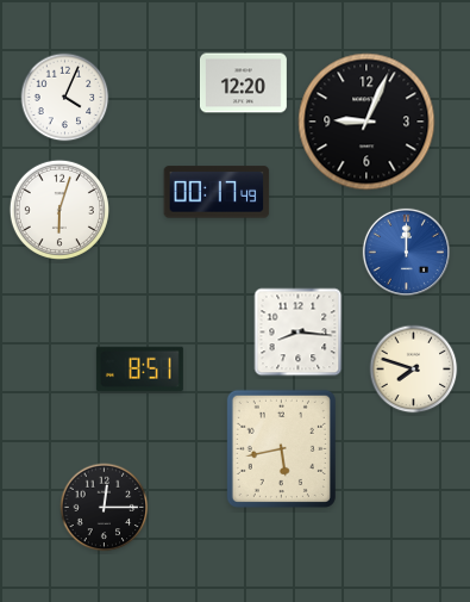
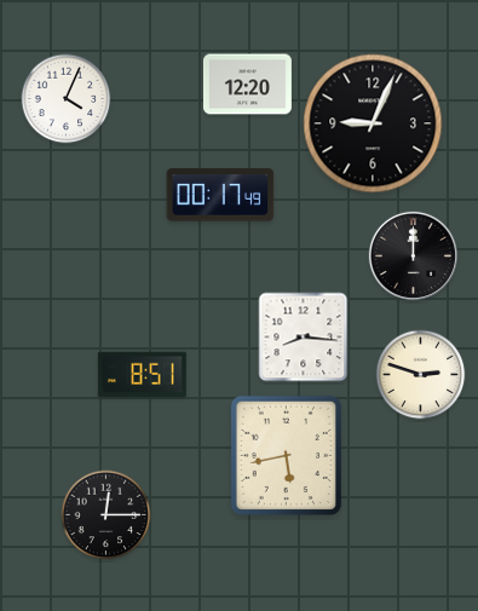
clock at (59, 210): 6:03 -> none
clock at (406, 252) dial: blue -> black
clock at (414, 370): 7:48 -> 2:48
